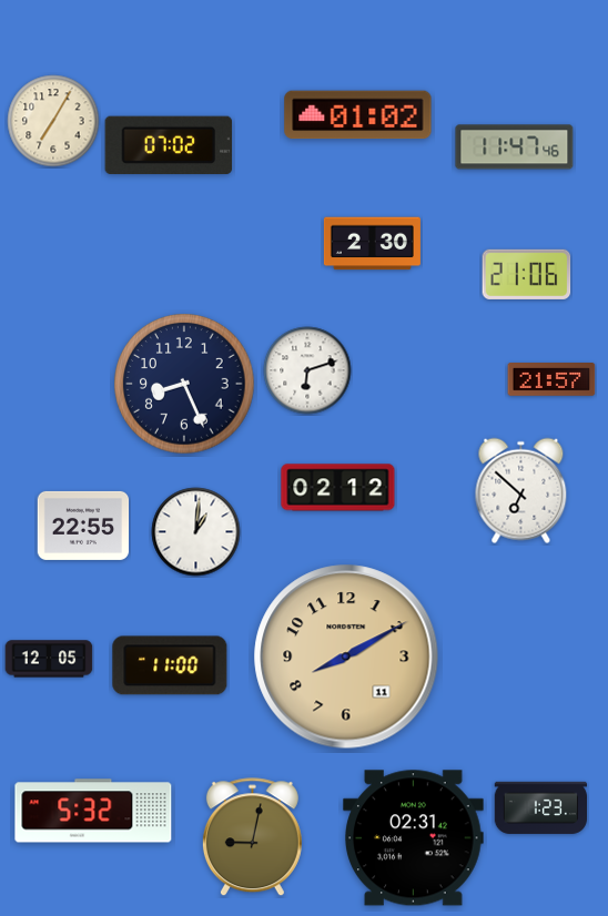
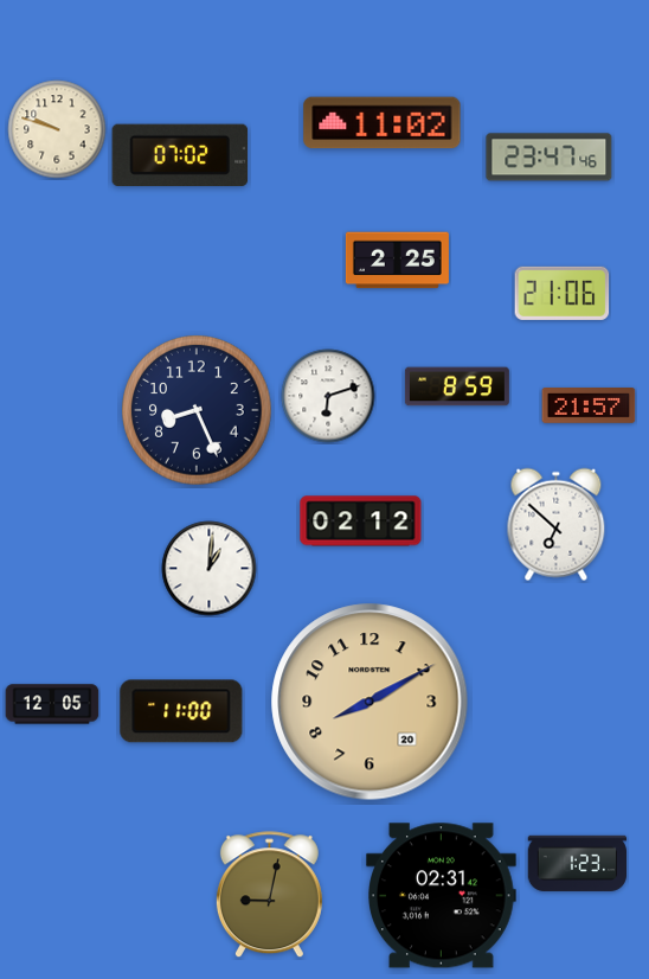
clock at (358, 115): 01:02 -> 11:02
clock at (53, 121): 7:05 -> 9:48
clock at (515, 147): 11:47 -> 23:47
clock at (372, 244): 2:30 -> 2:25
clock at (457, 386): none -> 8:59
clock at (83, 526): 22:55 -> none
clock at (346, 657) date: 11 -> 20
clock at (93, 811): 5:32 -> none
